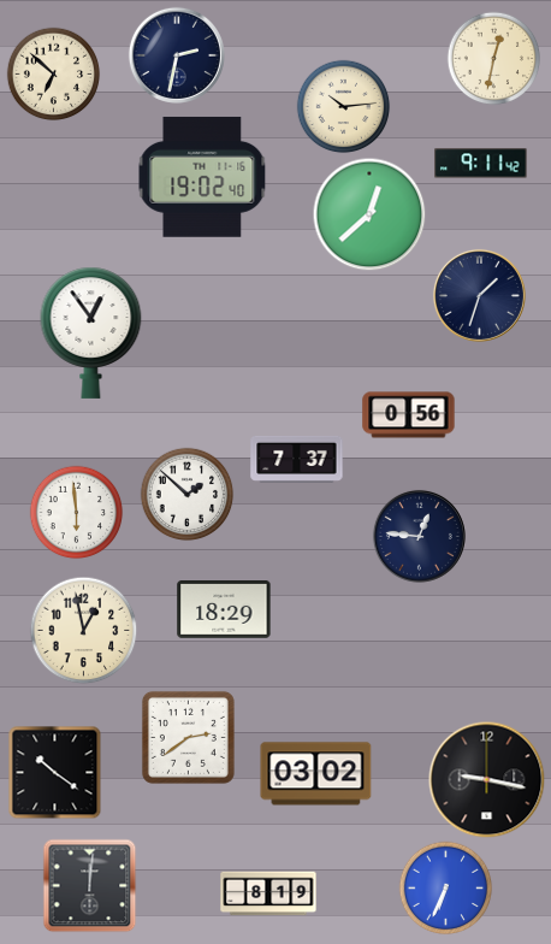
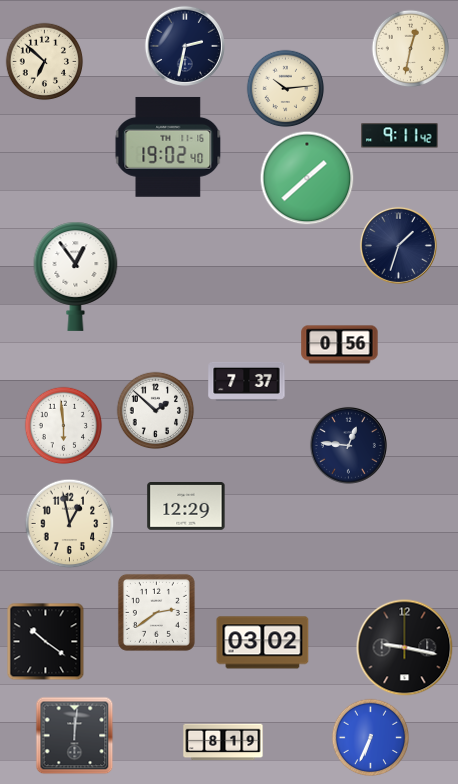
clock at (177, 55) position: (177, 55) -> (185, 46)
clock at (369, 214): 12:38 -> 1:38
clock at (224, 610): 18:29 -> 12:29
